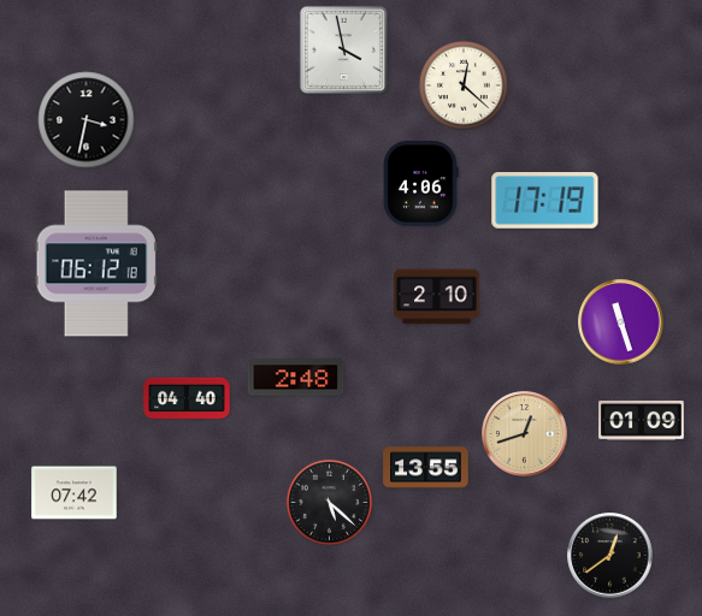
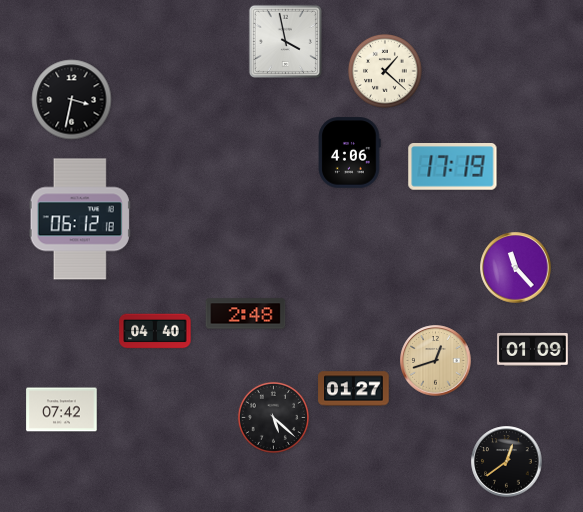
clock at (464, 85): 12:22 -> 1:22
clock at (437, 297): 2:10 -> none
clock at (621, 322): 11:27 -> 11:23
clock at (426, 468): 13:55 -> 01:27
